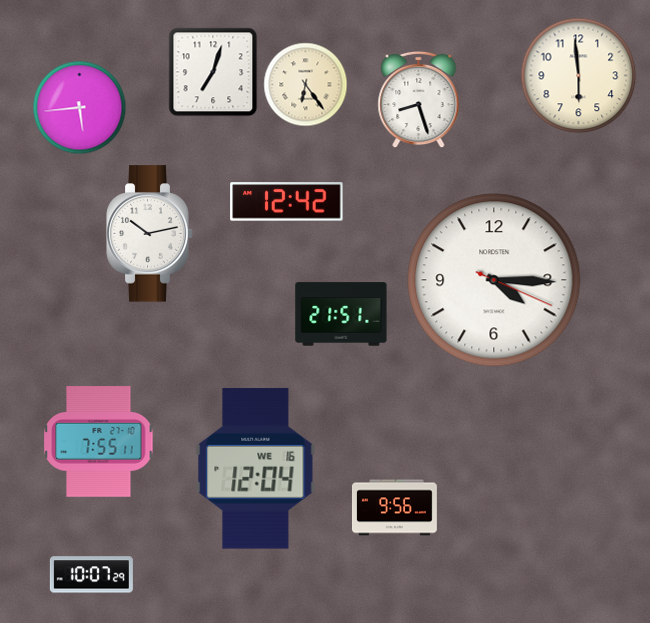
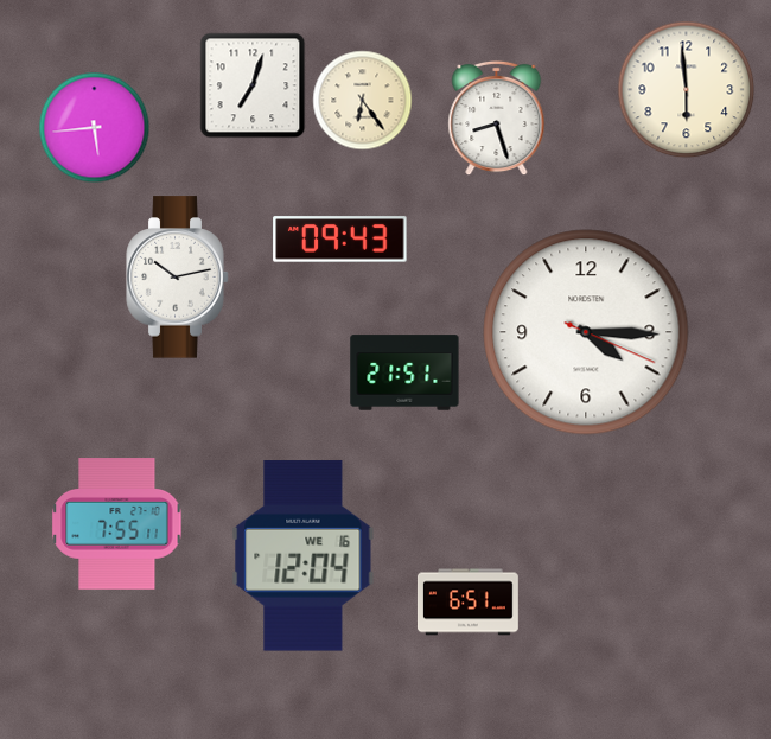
clock at (287, 202): 12:42 -> 09:43
clock at (394, 508): 9:56 -> 6:51
clock at (91, 575): 10:07 -> none
